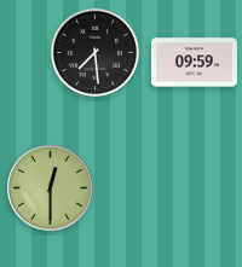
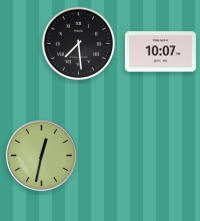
clock at (194, 63): 09:59 -> 10:07
clock at (50, 187): 12:30 -> 12:32
